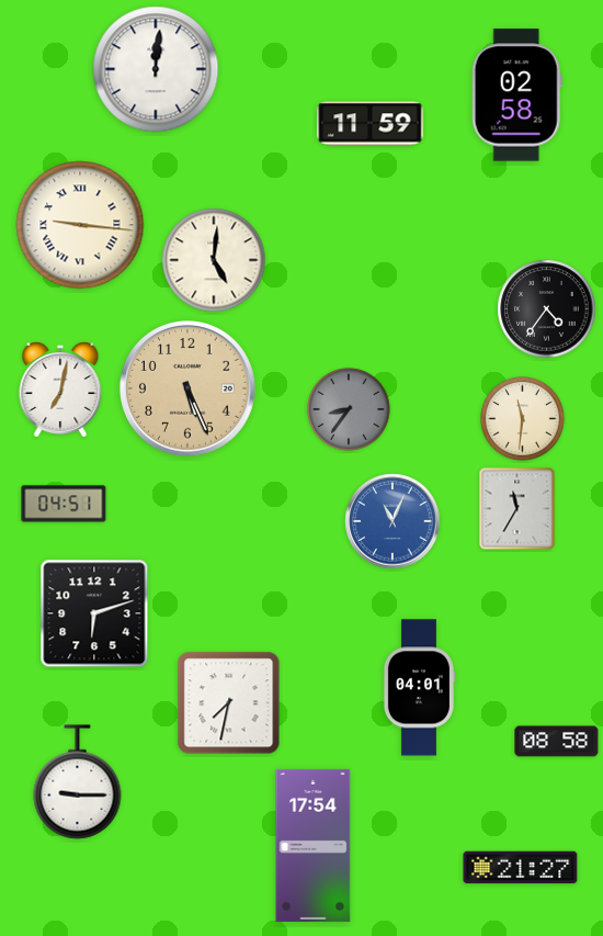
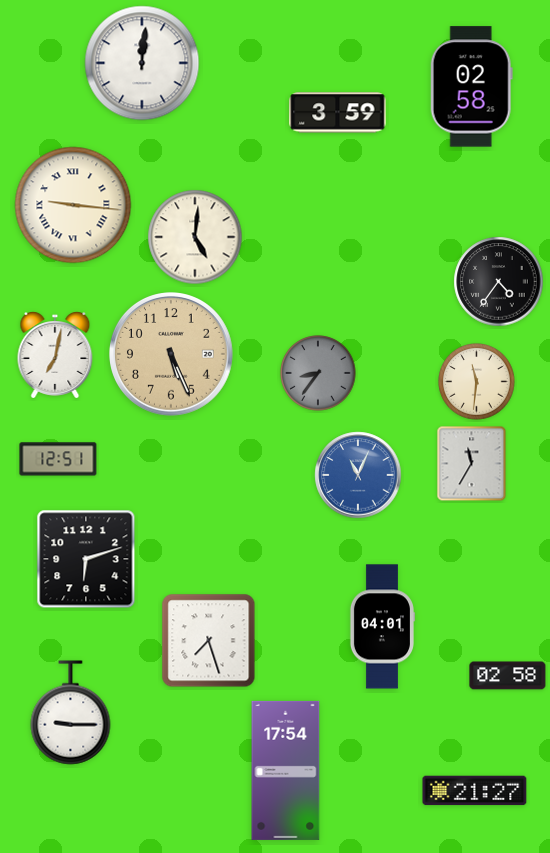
clock at (371, 124): 11:59 -> 3:59
clock at (64, 504): 04:51 -> 12:51
clock at (229, 703): 7:32 -> 7:27
clock at (557, 742): 08:58 -> 02:58
